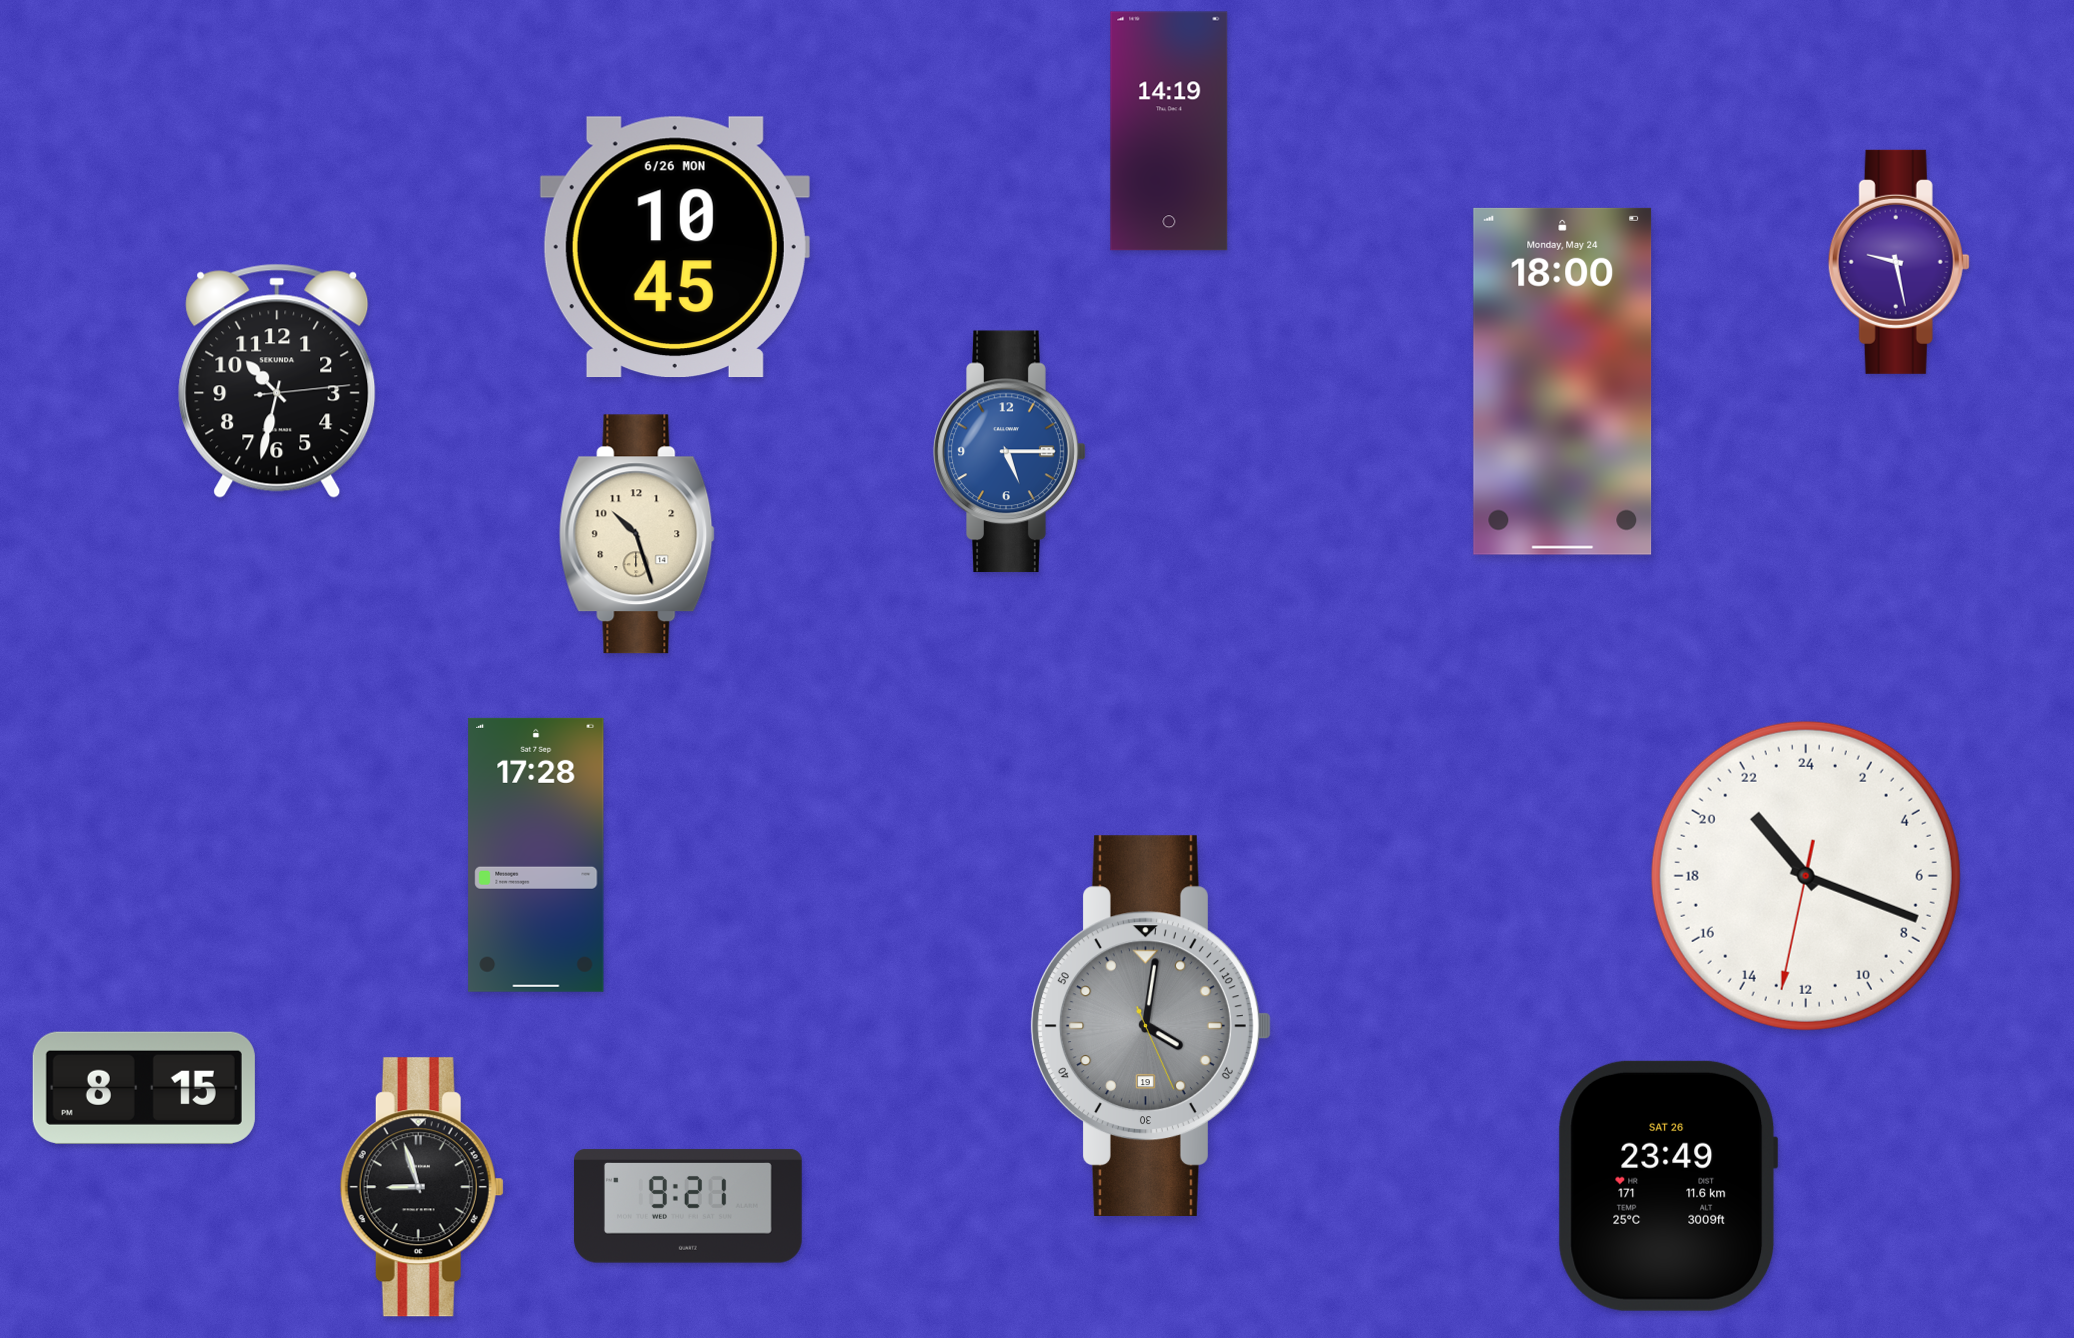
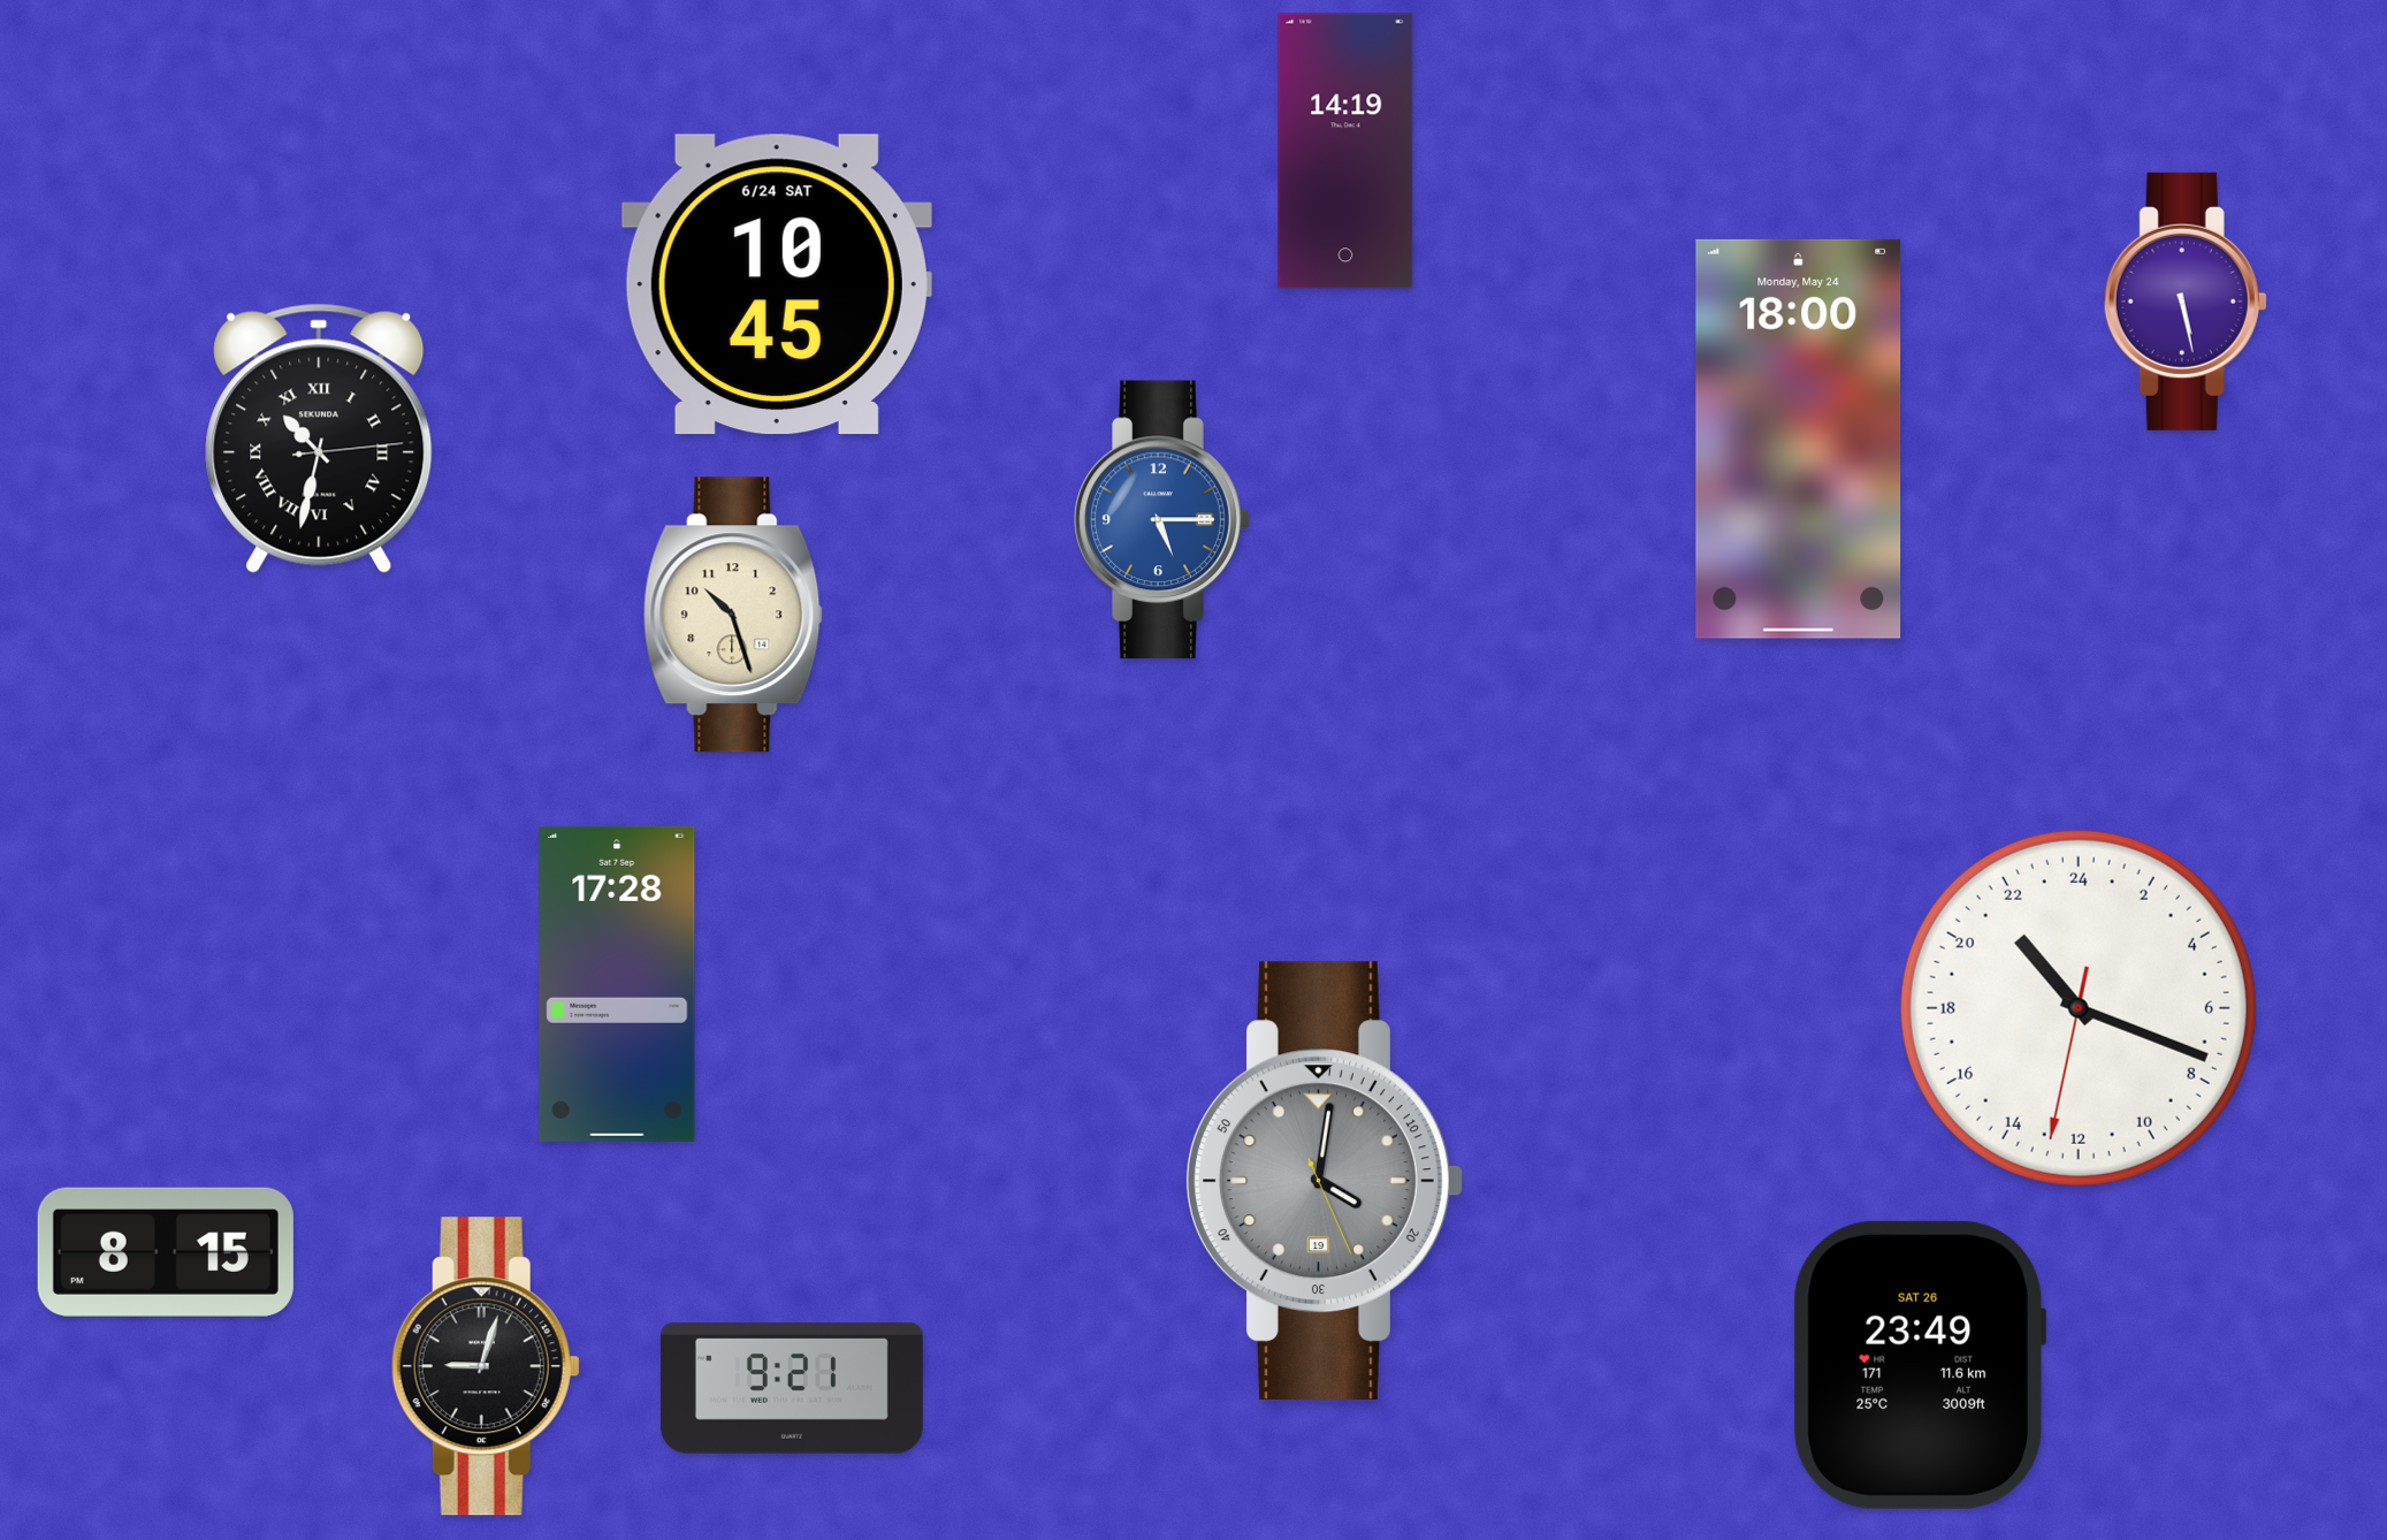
clock at (675, 247) date: 6/26 MON -> 6/24 SAT
clock at (1899, 262): 9:28 -> 5:28
clock at (277, 381) numerals: Arabic -> Roman
clock at (422, 1187): 8:57 -> 9:03
